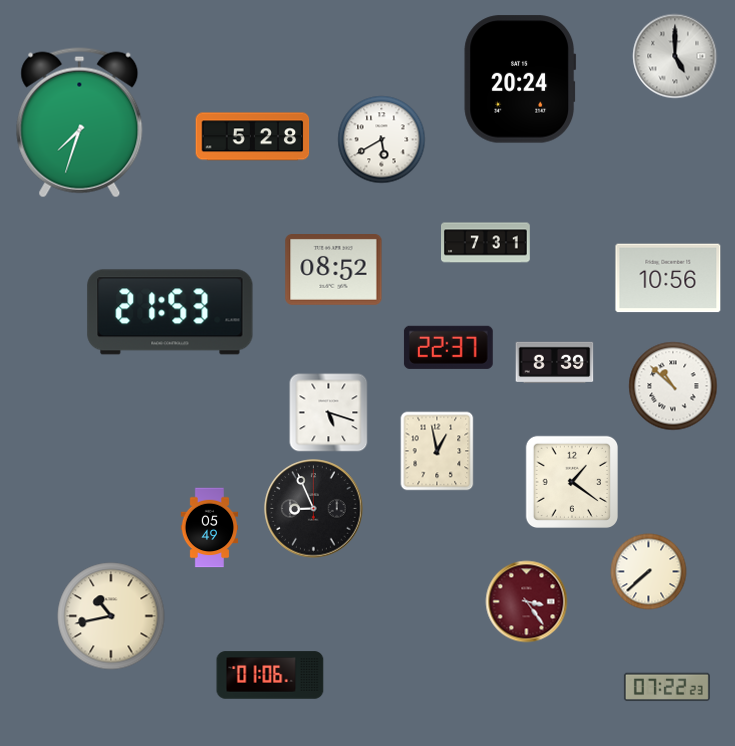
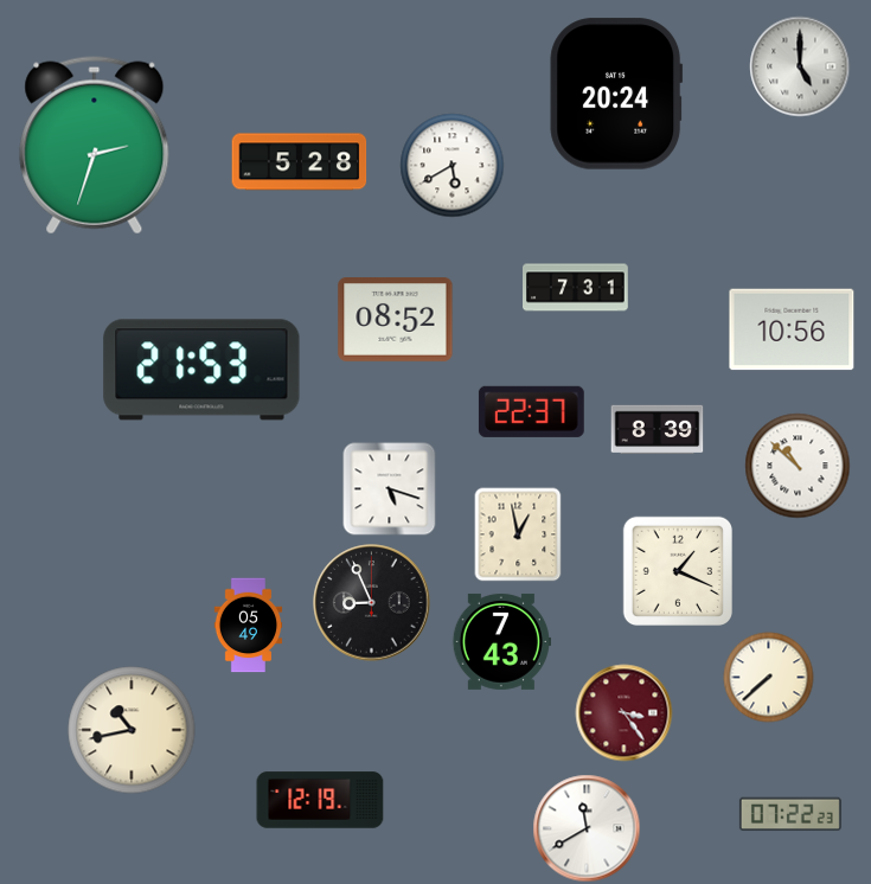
clock at (80, 123): 7:33 -> 2:33
clock at (673, 386) position: (673, 386) -> (798, 466)
clock at (571, 481): 1:21 -> 1:19
clock at (501, 641): none -> 7:43
clock at (270, 675): 01:06 -> 12:19
clock at (587, 828): none -> 11:40
